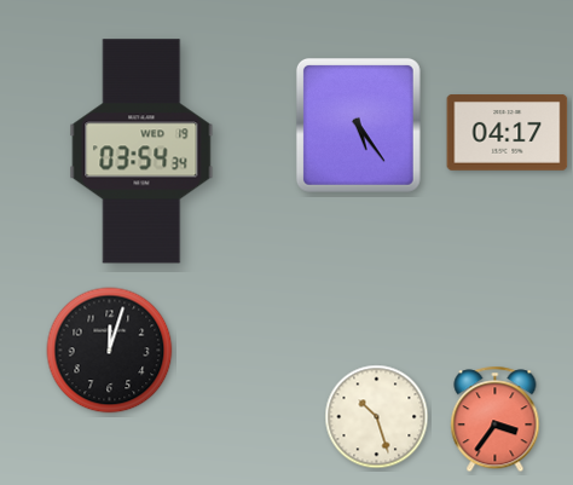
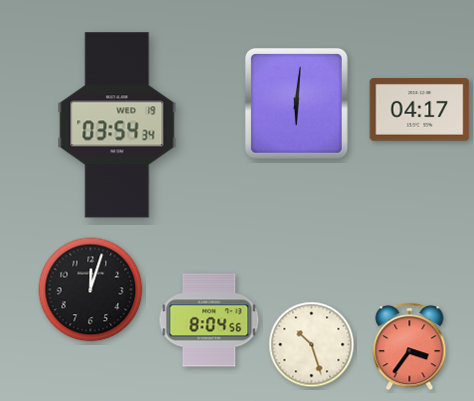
clock at (358, 125): 5:24 -> 6:01
clock at (209, 320): none -> 8:04
